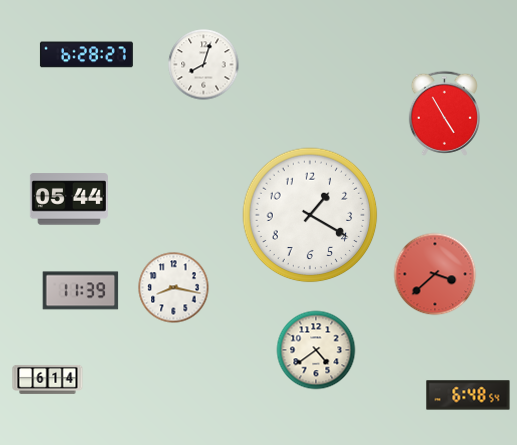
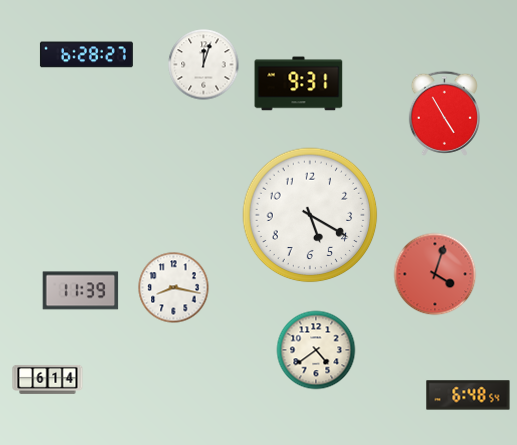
clock at (204, 65): 8:03 -> 12:03
clock at (299, 84): none -> 9:31
clock at (69, 199): 05:44 -> none
clock at (310, 215): 1:20 -> 5:20
clock at (435, 274): 3:38 -> 4:03
